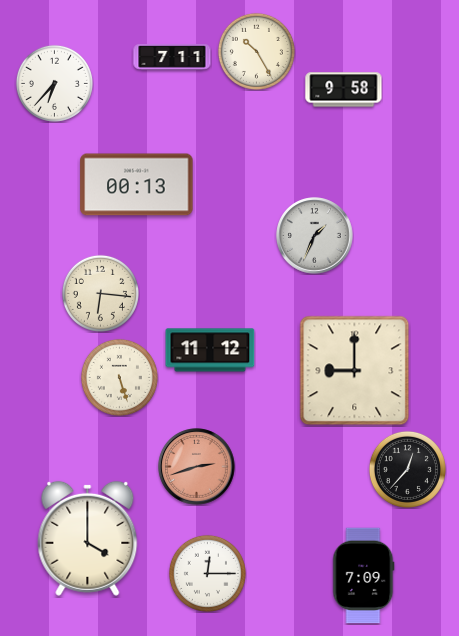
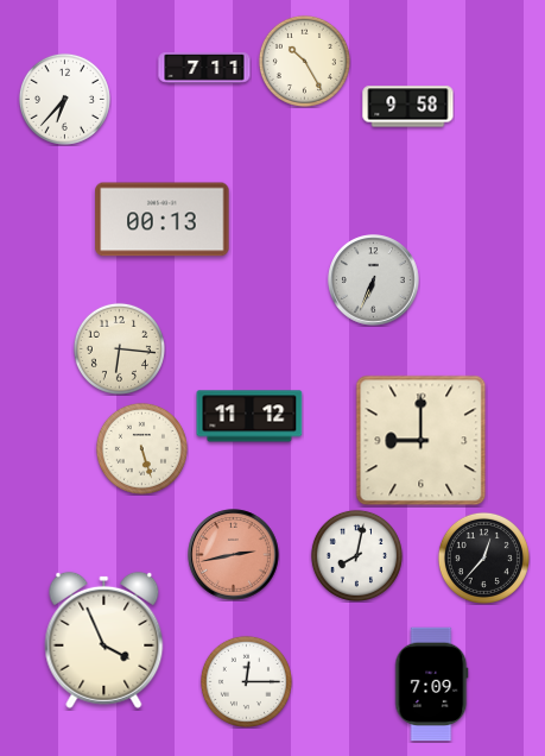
clock at (315, 236): 1:34 -> 6:34
clock at (197, 467): 2:42 -> 2:43
clock at (356, 555): none -> 8:02
clock at (88, 538): 4:00 -> 3:56
